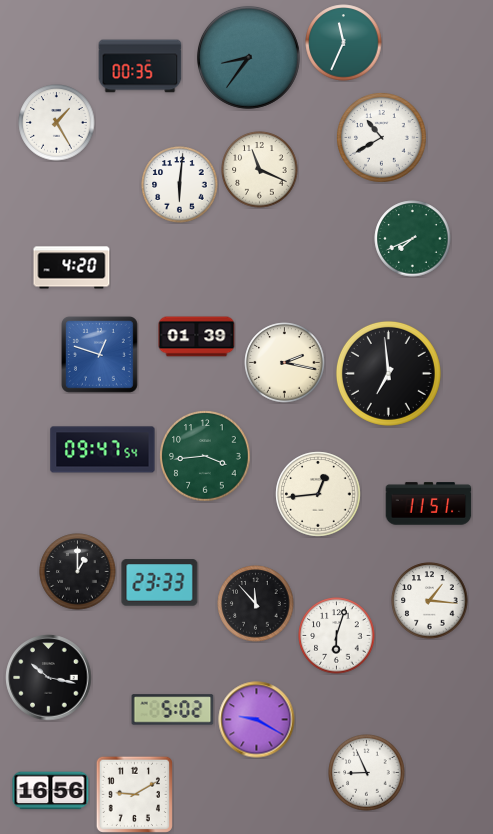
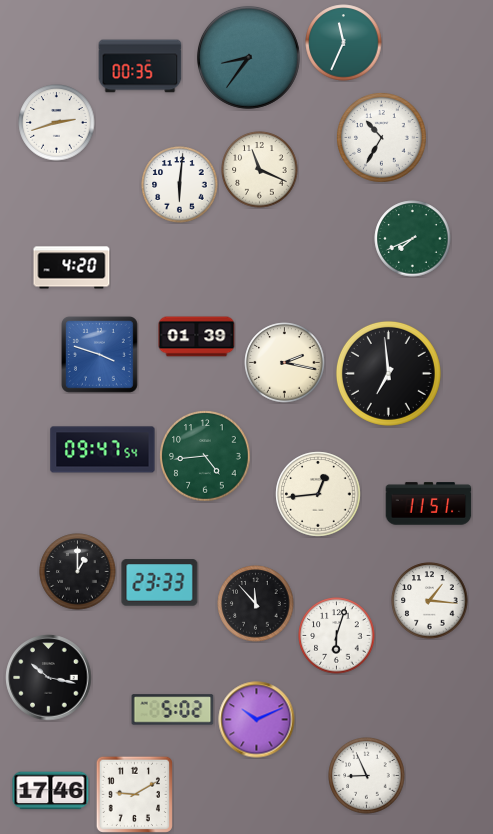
clock at (57, 123): 1:25 -> 2:42
clock at (382, 138): 10:40 -> 10:35
clock at (99, 354): 12:48 -> 3:48
clock at (205, 456): 3:44 -> 4:44
clock at (257, 720): 9:20 -> 10:11
clock at (367, 773) position: (367, 773) -> (367, 776)
clock at (51, 791): 16:56 -> 17:46
